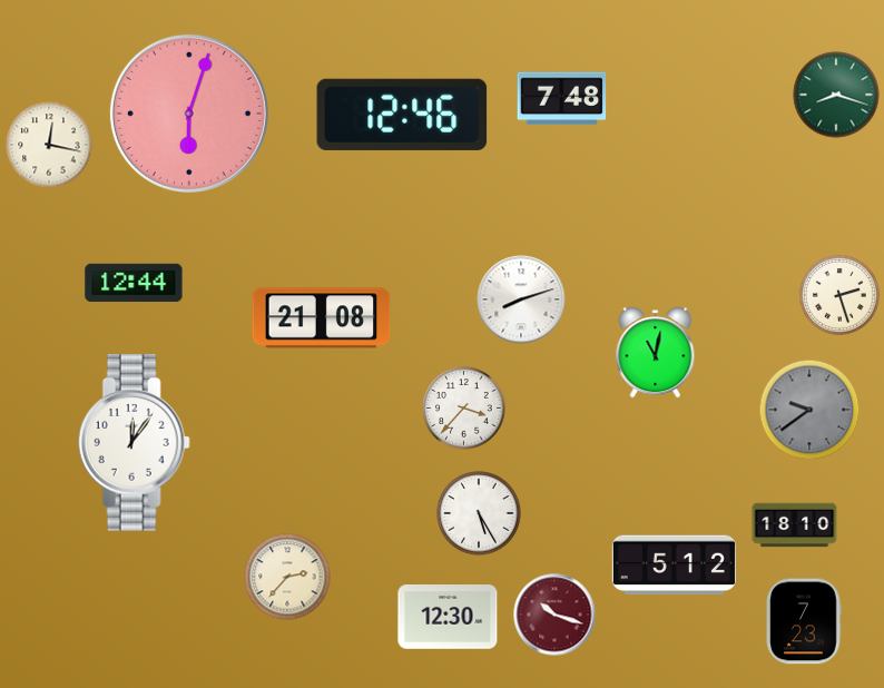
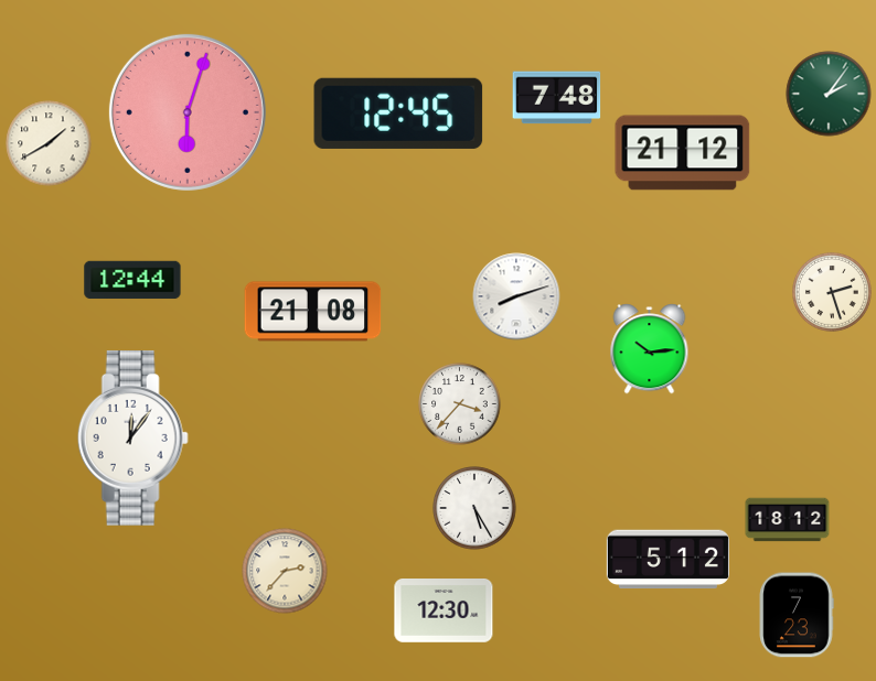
clock at (836, 95): 8:18 -> 2:06
clock at (402, 115): 12:46 -> 12:45
clock at (49, 145): 12:17 -> 1:40
clock at (683, 153): none -> 21:12
clock at (322, 318) position: (322, 318) -> (313, 312)
clock at (656, 353): 11:02 -> 10:14
clock at (809, 410): 9:39 -> none
clock at (795, 525): 18:10 -> 18:12
clock at (554, 615): 10:18 -> none
